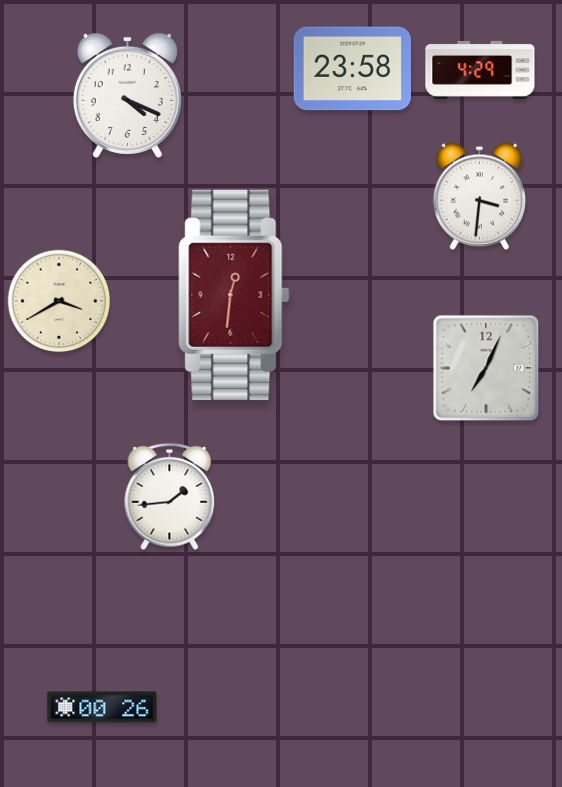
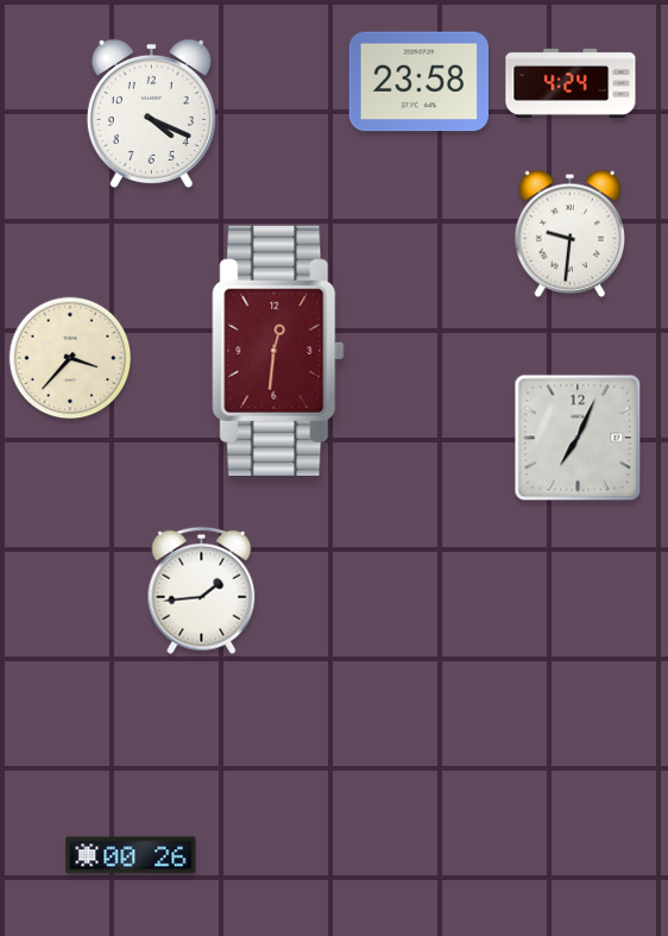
clock at (480, 70): 4:29 -> 4:24
clock at (479, 196): 3:31 -> 9:31
clock at (59, 301): 3:40 -> 3:37
clock at (102, 707) position: (102, 707) -> (131, 855)
